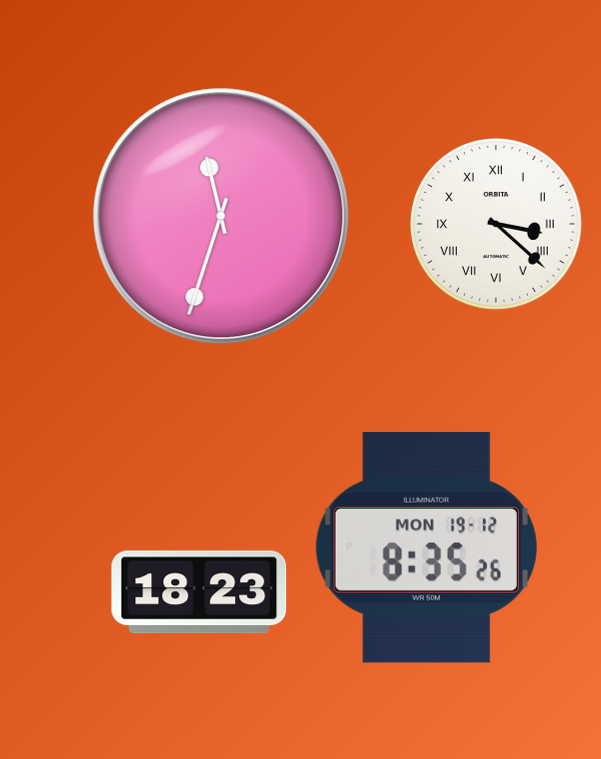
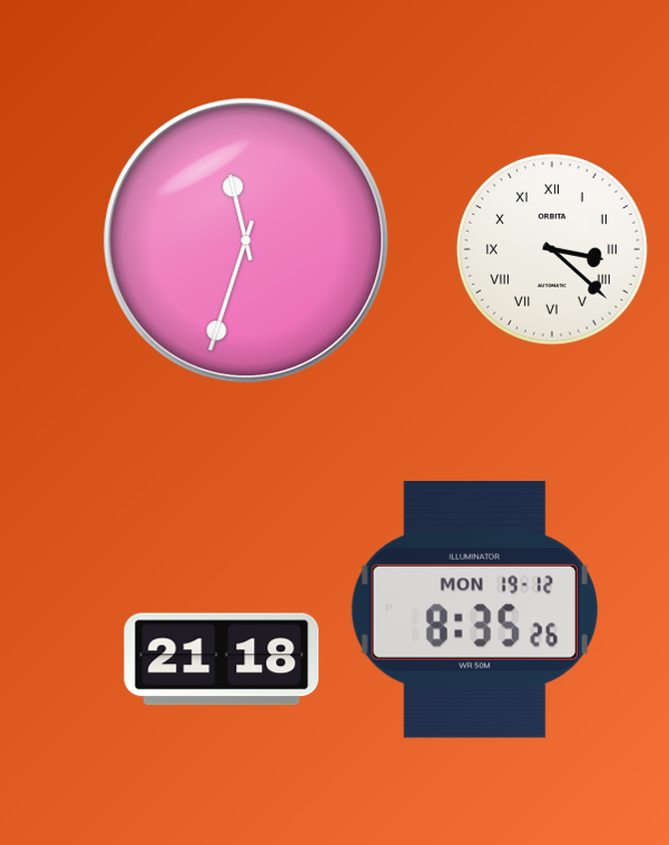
clock at (199, 592): 18:23 -> 21:18
